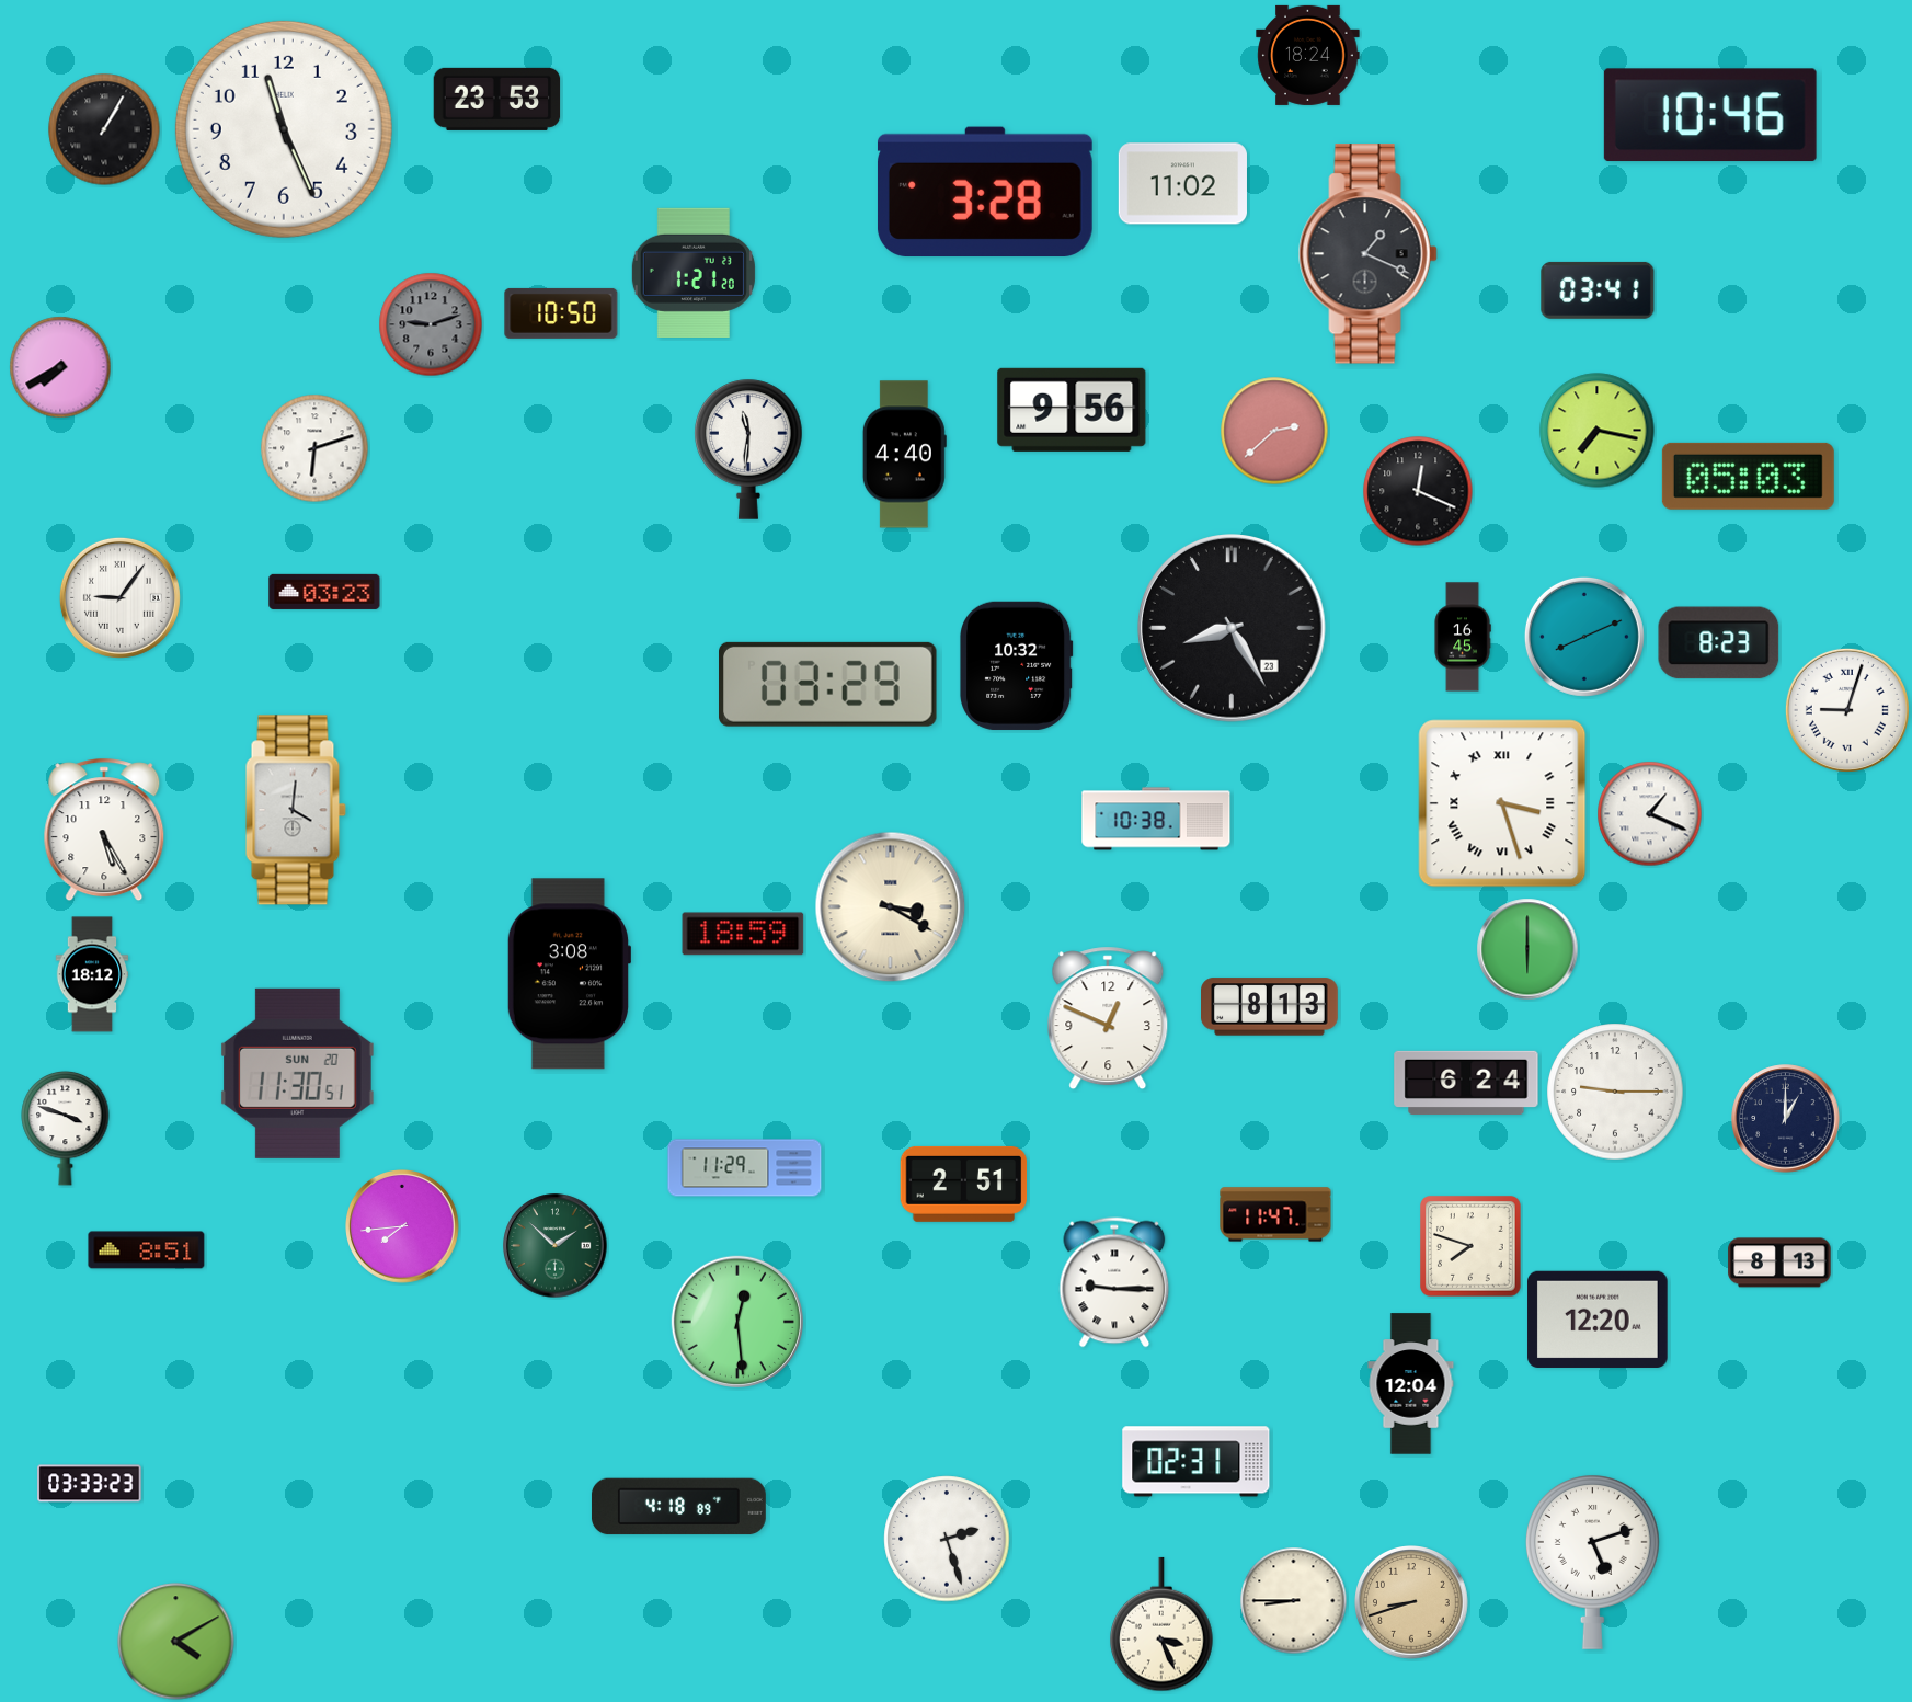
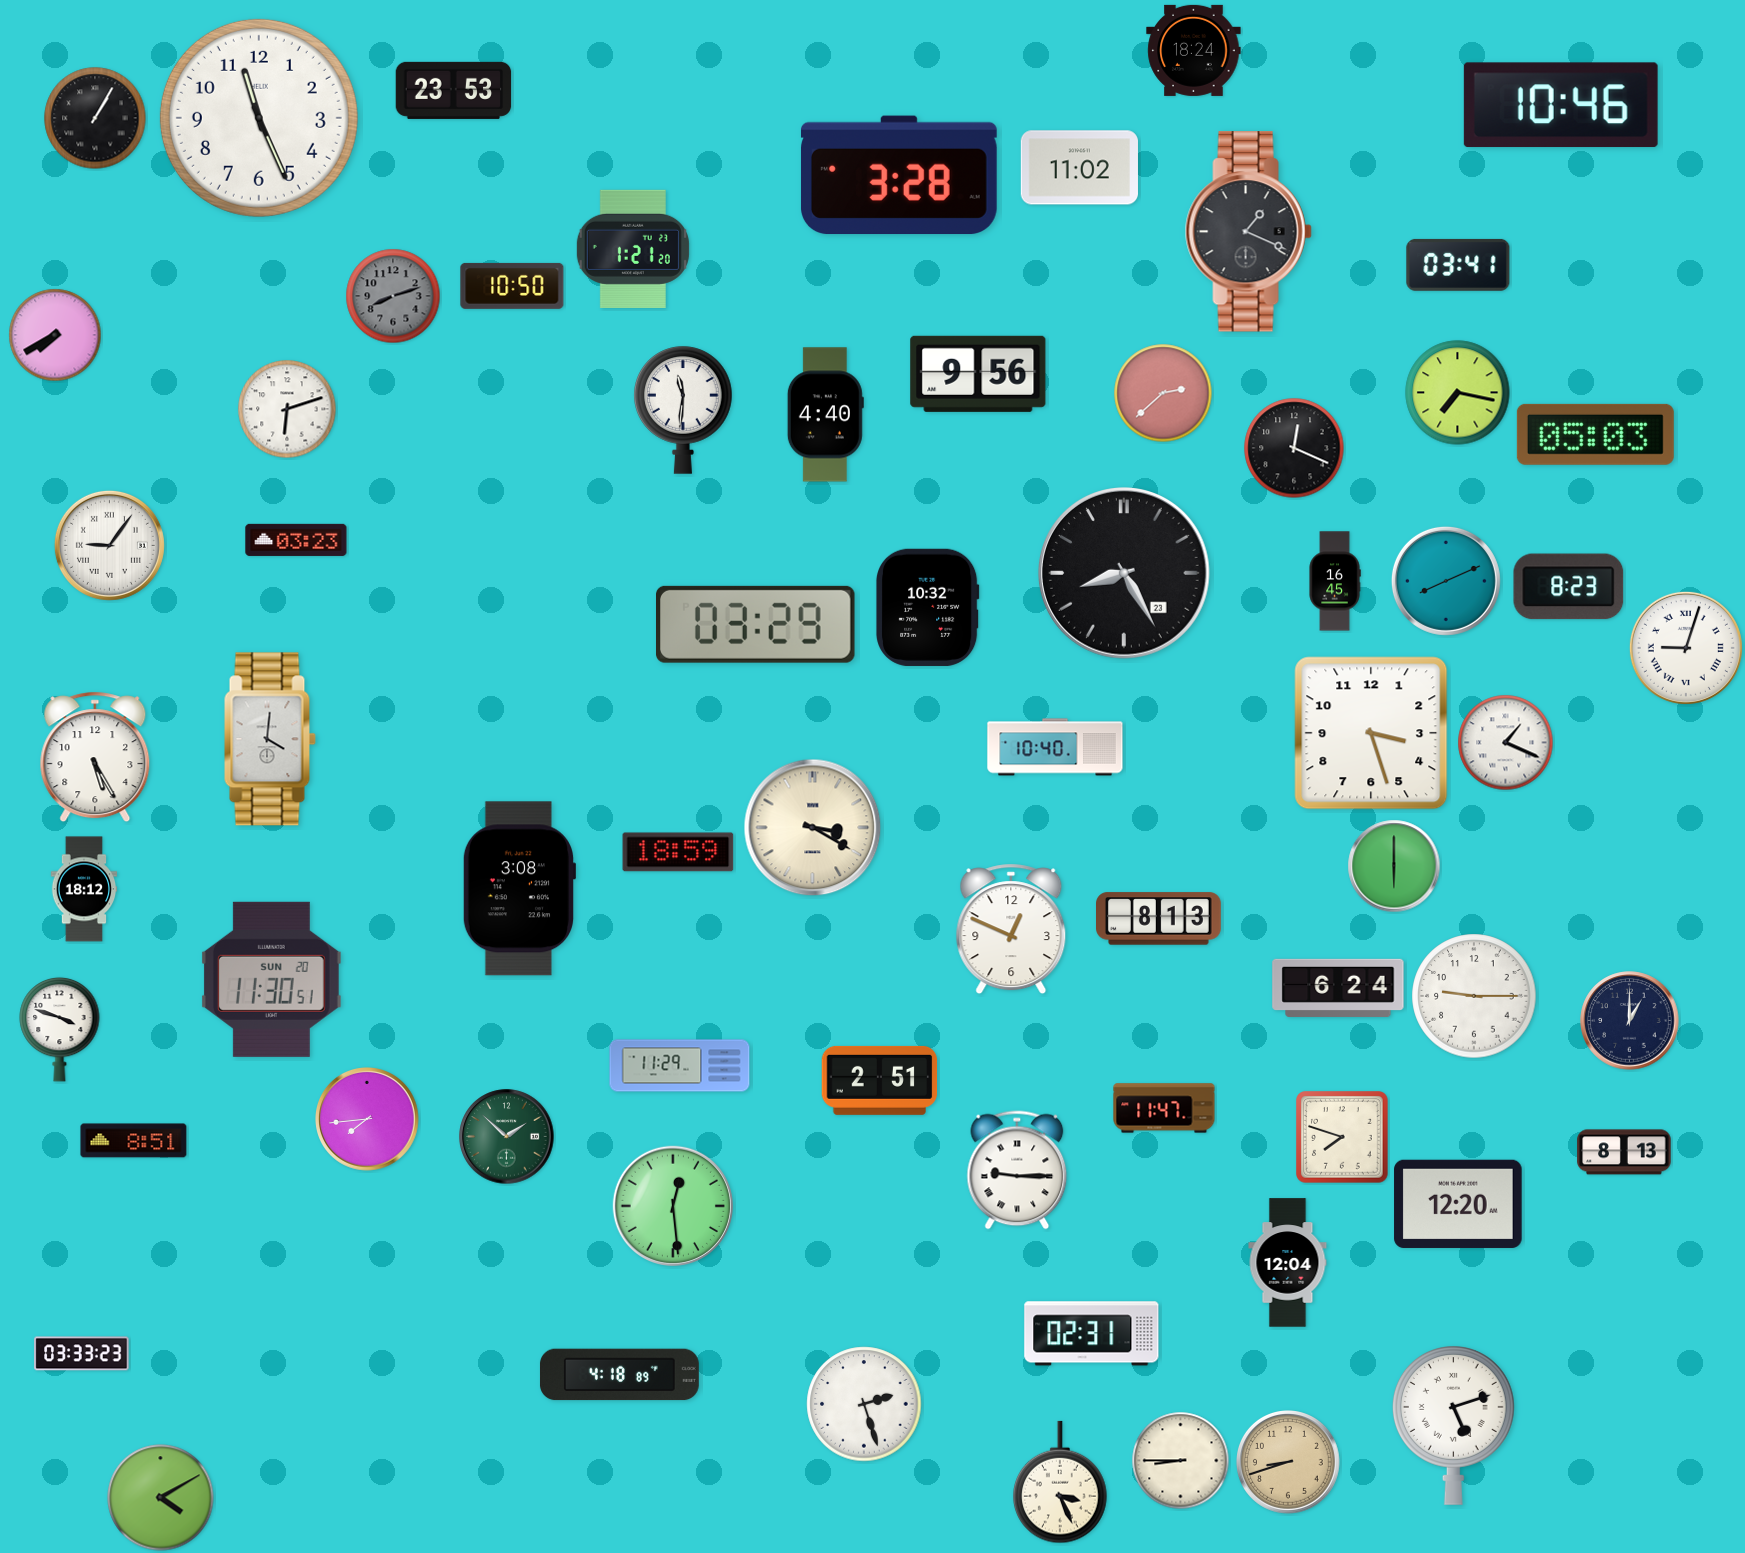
clock at (431, 324): 9:12 -> 8:12
clock at (1502, 803) numerals: Roman -> Arabic
clock at (1156, 819): 10:38 -> 10:40
